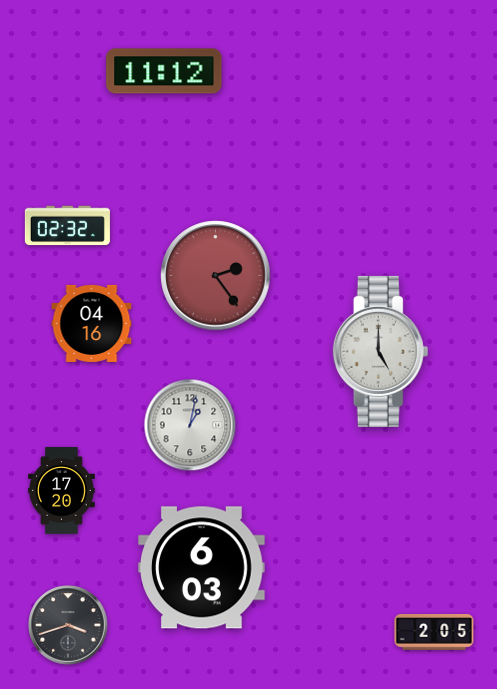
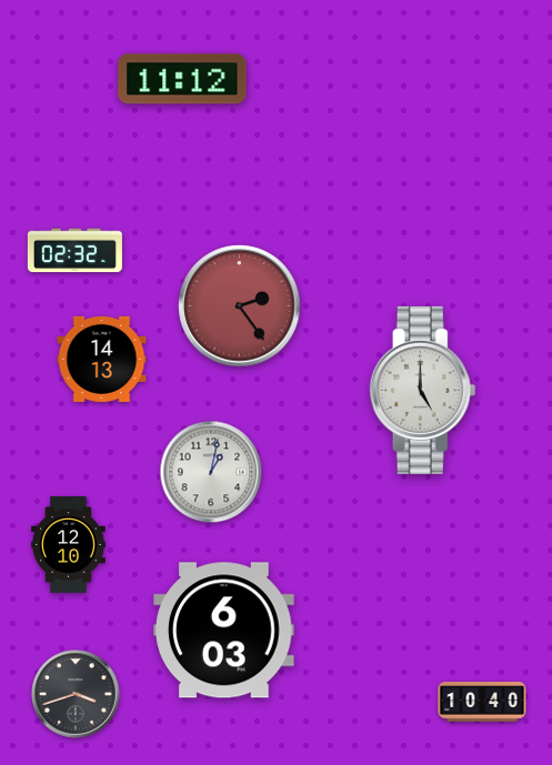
clock at (92, 323): 04:16 -> 14:13
clock at (62, 491): 17:20 -> 12:10
clock at (434, 632): 2:05 -> 10:40
